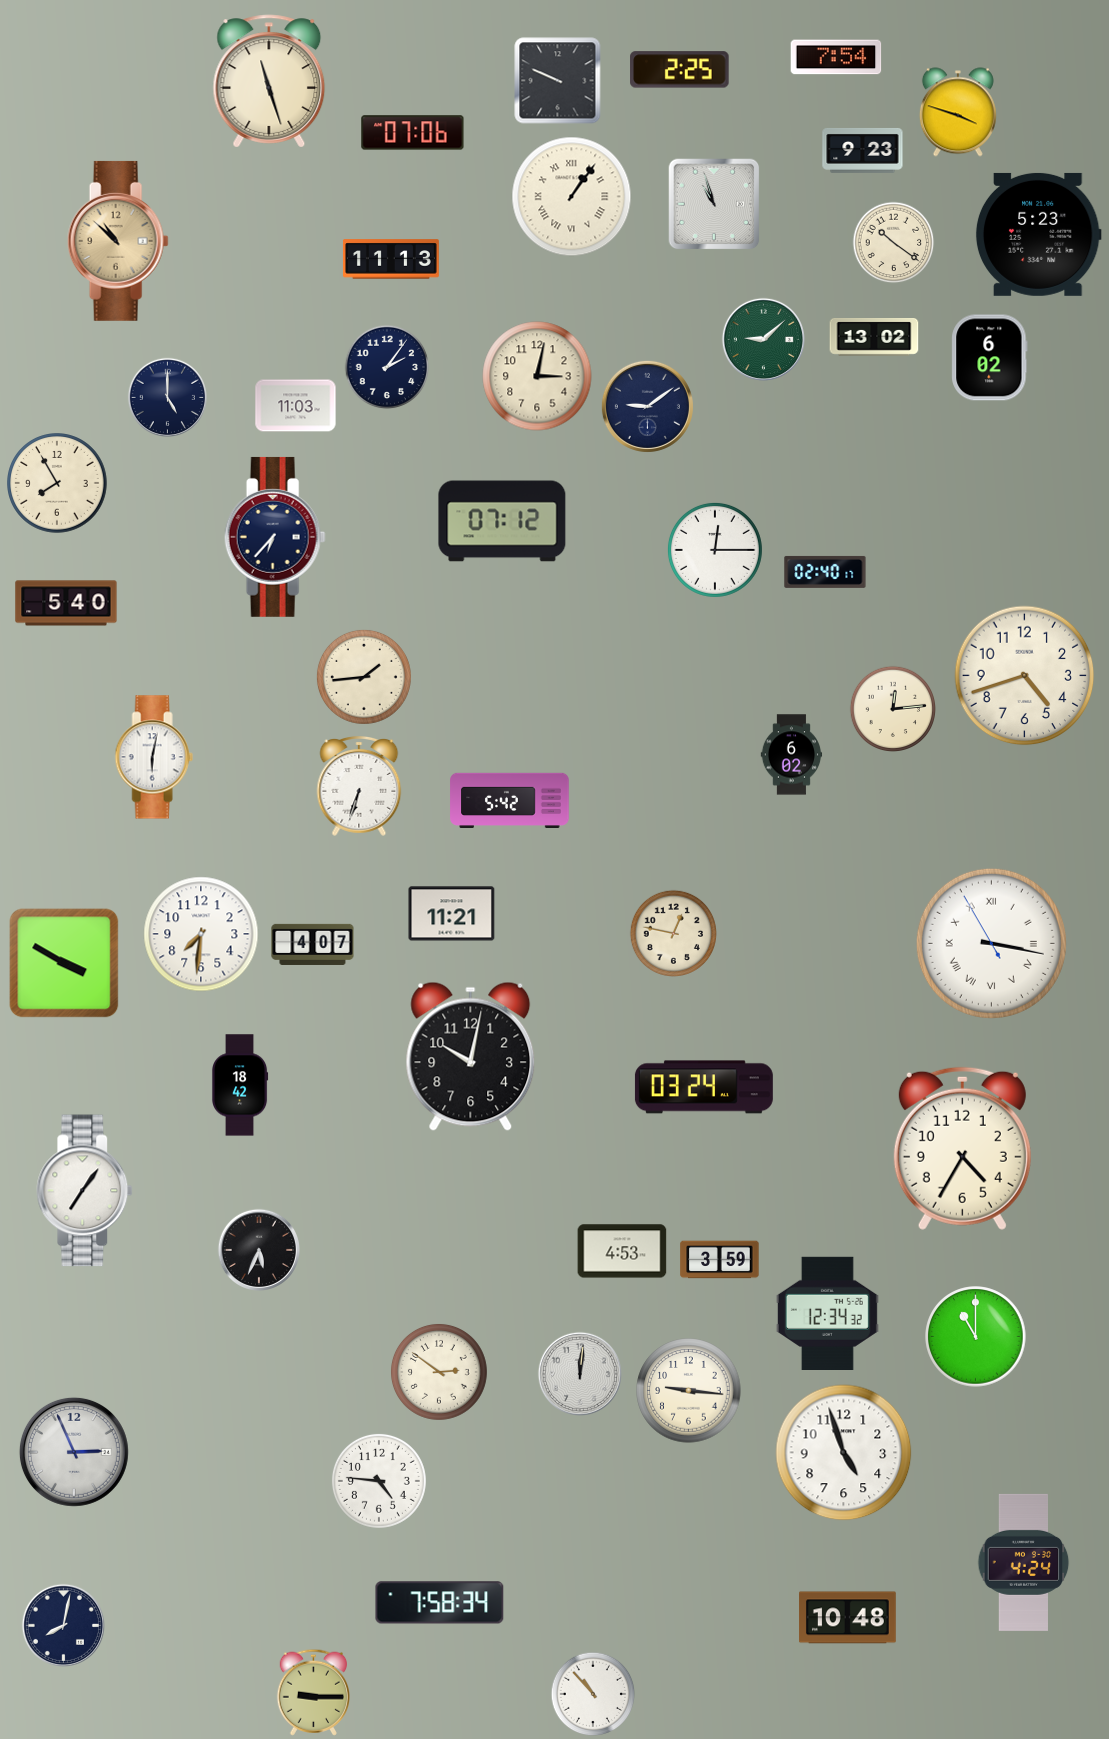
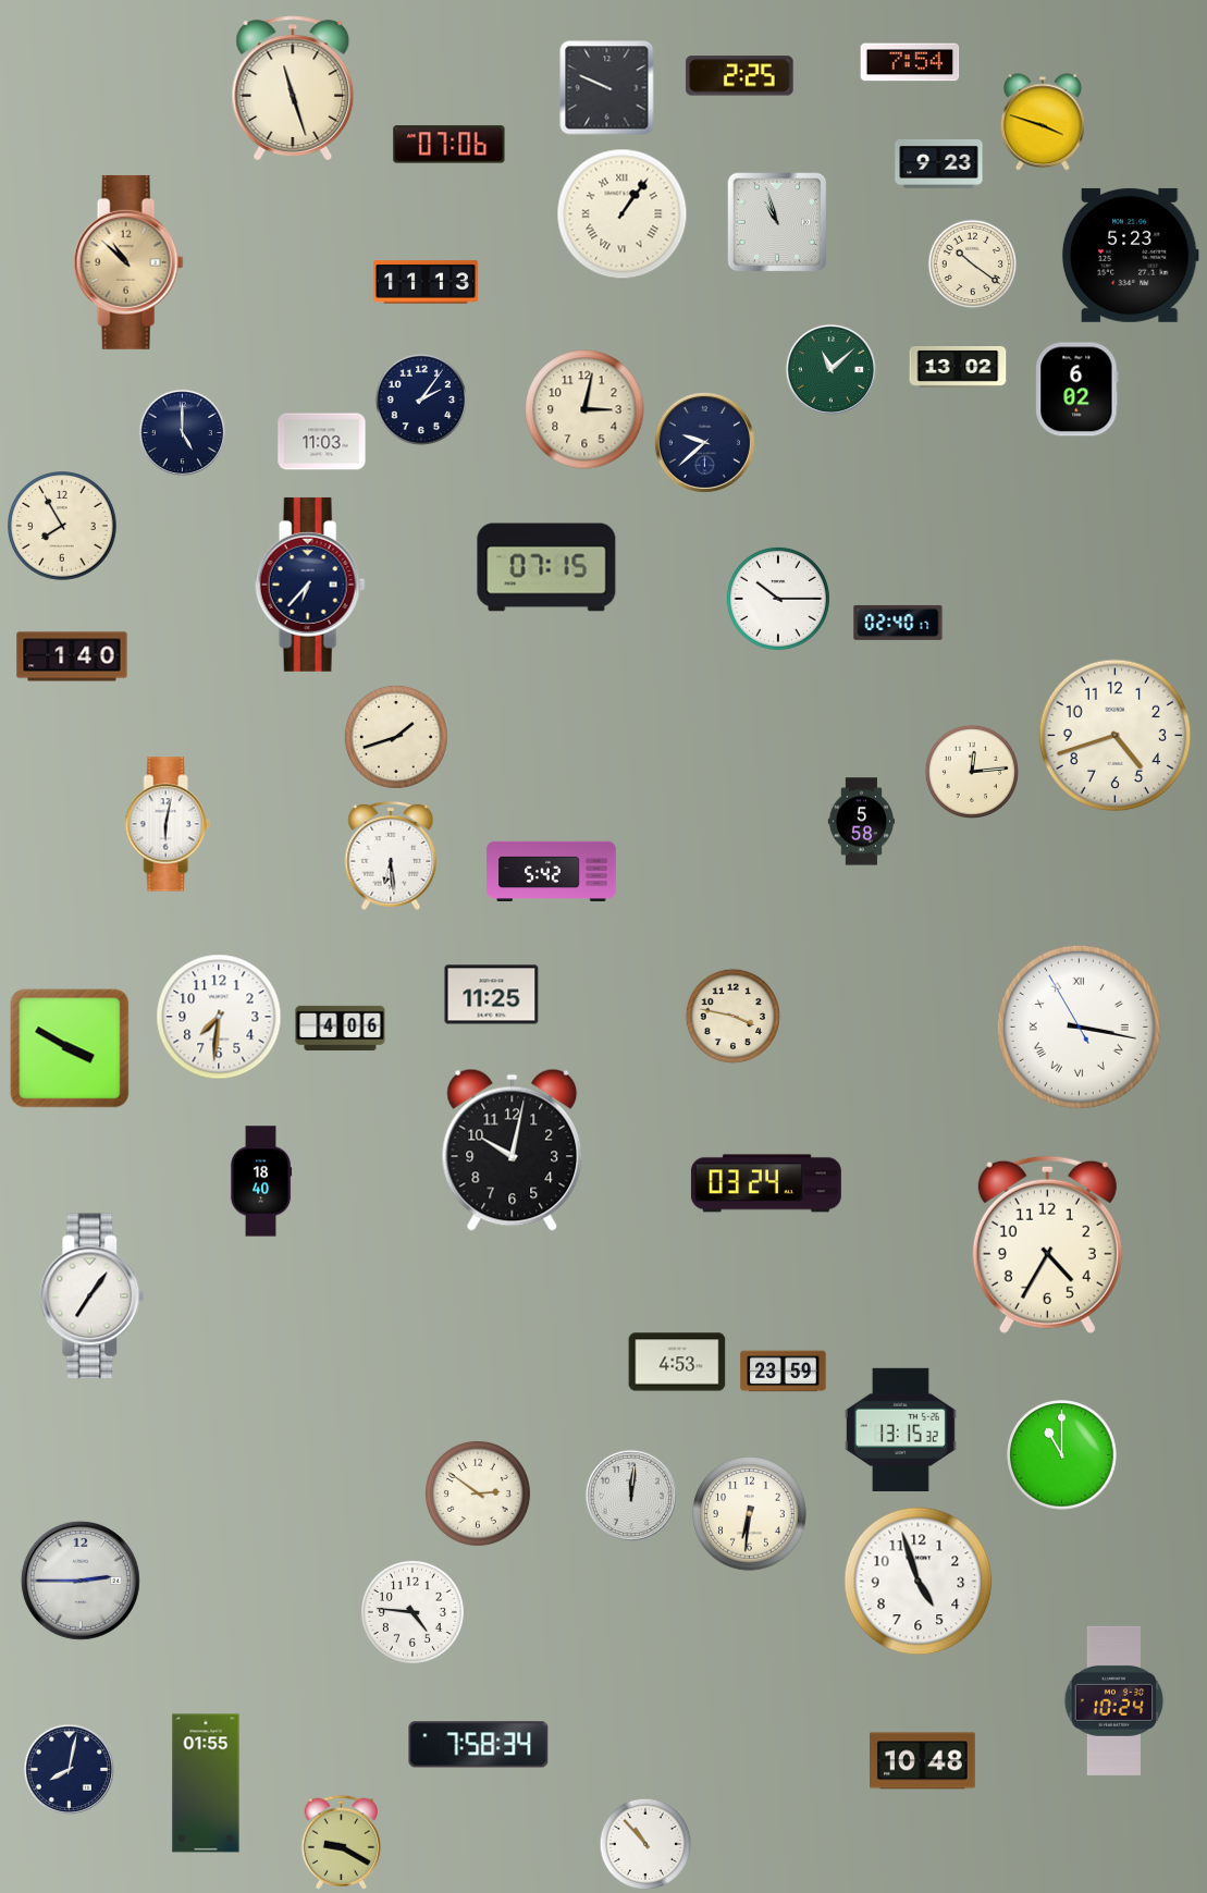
clock at (874, 338) position: (874, 338) -> (958, 368)
clock at (763, 339): 9:08 -> 11:08
clock at (647, 406): 9:09 -> 9:38
clock at (502, 521): 07:12 -> 07:15
clock at (275, 537) position: (275, 537) -> (310, 585)
clock at (715, 550): 12:15 -> 10:15
clock at (66, 603): 5:40 -> 1:40
clock at (364, 677): 1:44 -> 1:42
clock at (792, 755): 6:02 -> 5:58
clock at (359, 787): 6:33 -> 6:29
clock at (510, 800) position: (510, 800) -> (552, 871)
clock at (452, 914): 11:21 -> 11:25
clock at (673, 933): 12:47 -> 3:47
clock at (313, 944): 4:07 -> 4:06
clock at (240, 1085): 18:42 -> 18:40
clock at (962, 1148) position: (962, 1148) -> (1047, 1244)
clock at (258, 1249): 5:34 -> none
clock at (720, 1260): 3:59 -> 23:59
clock at (827, 1313): 12:34 -> 13:15
clock at (689, 1391): 9:16 -> 6:31
clock at (74, 1452): 2:56 -> 2:45
clock at (1024, 1562): 4:24 -> 10:24
clock at (206, 1783): none -> 01:55
clock at (313, 1692): 9:15 -> 9:20
